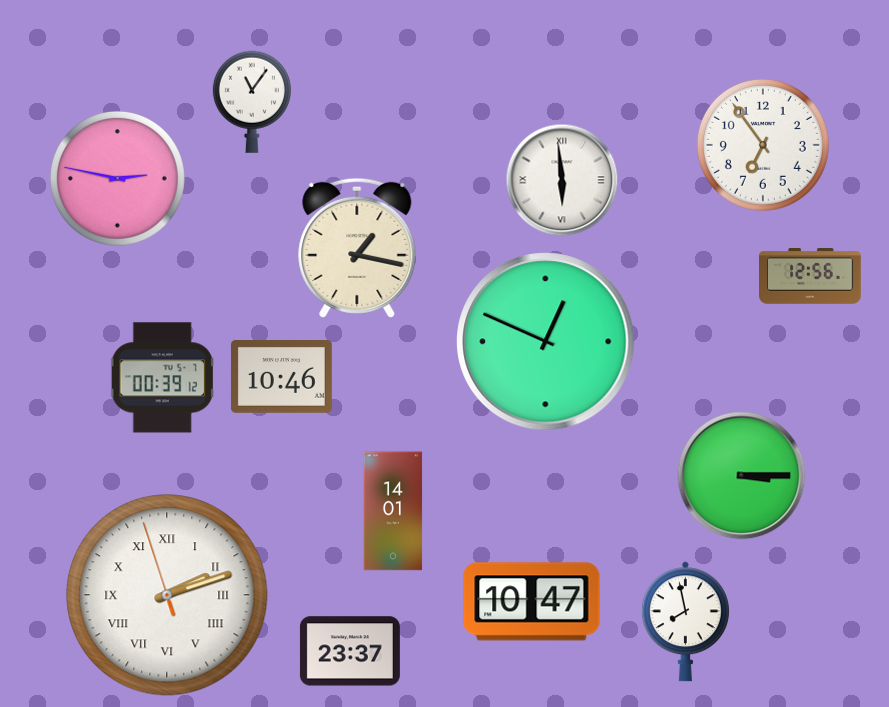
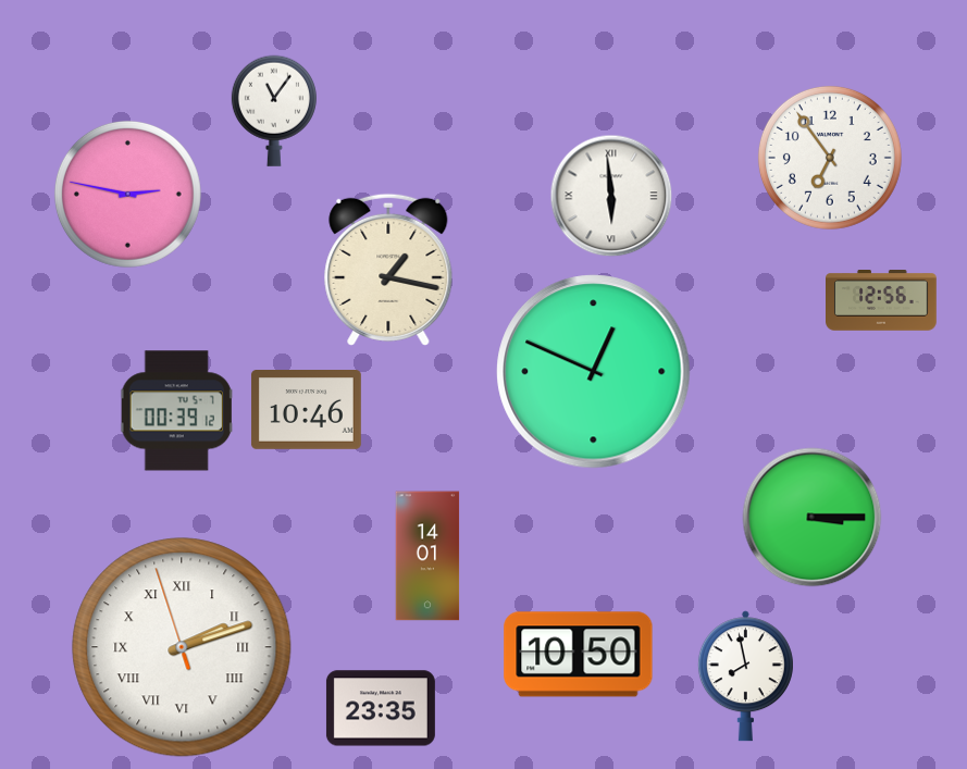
clock at (742, 476) position: (742, 476) -> (813, 518)
clock at (532, 602): 10:47 -> 10:50
clock at (350, 651): 23:37 -> 23:35
